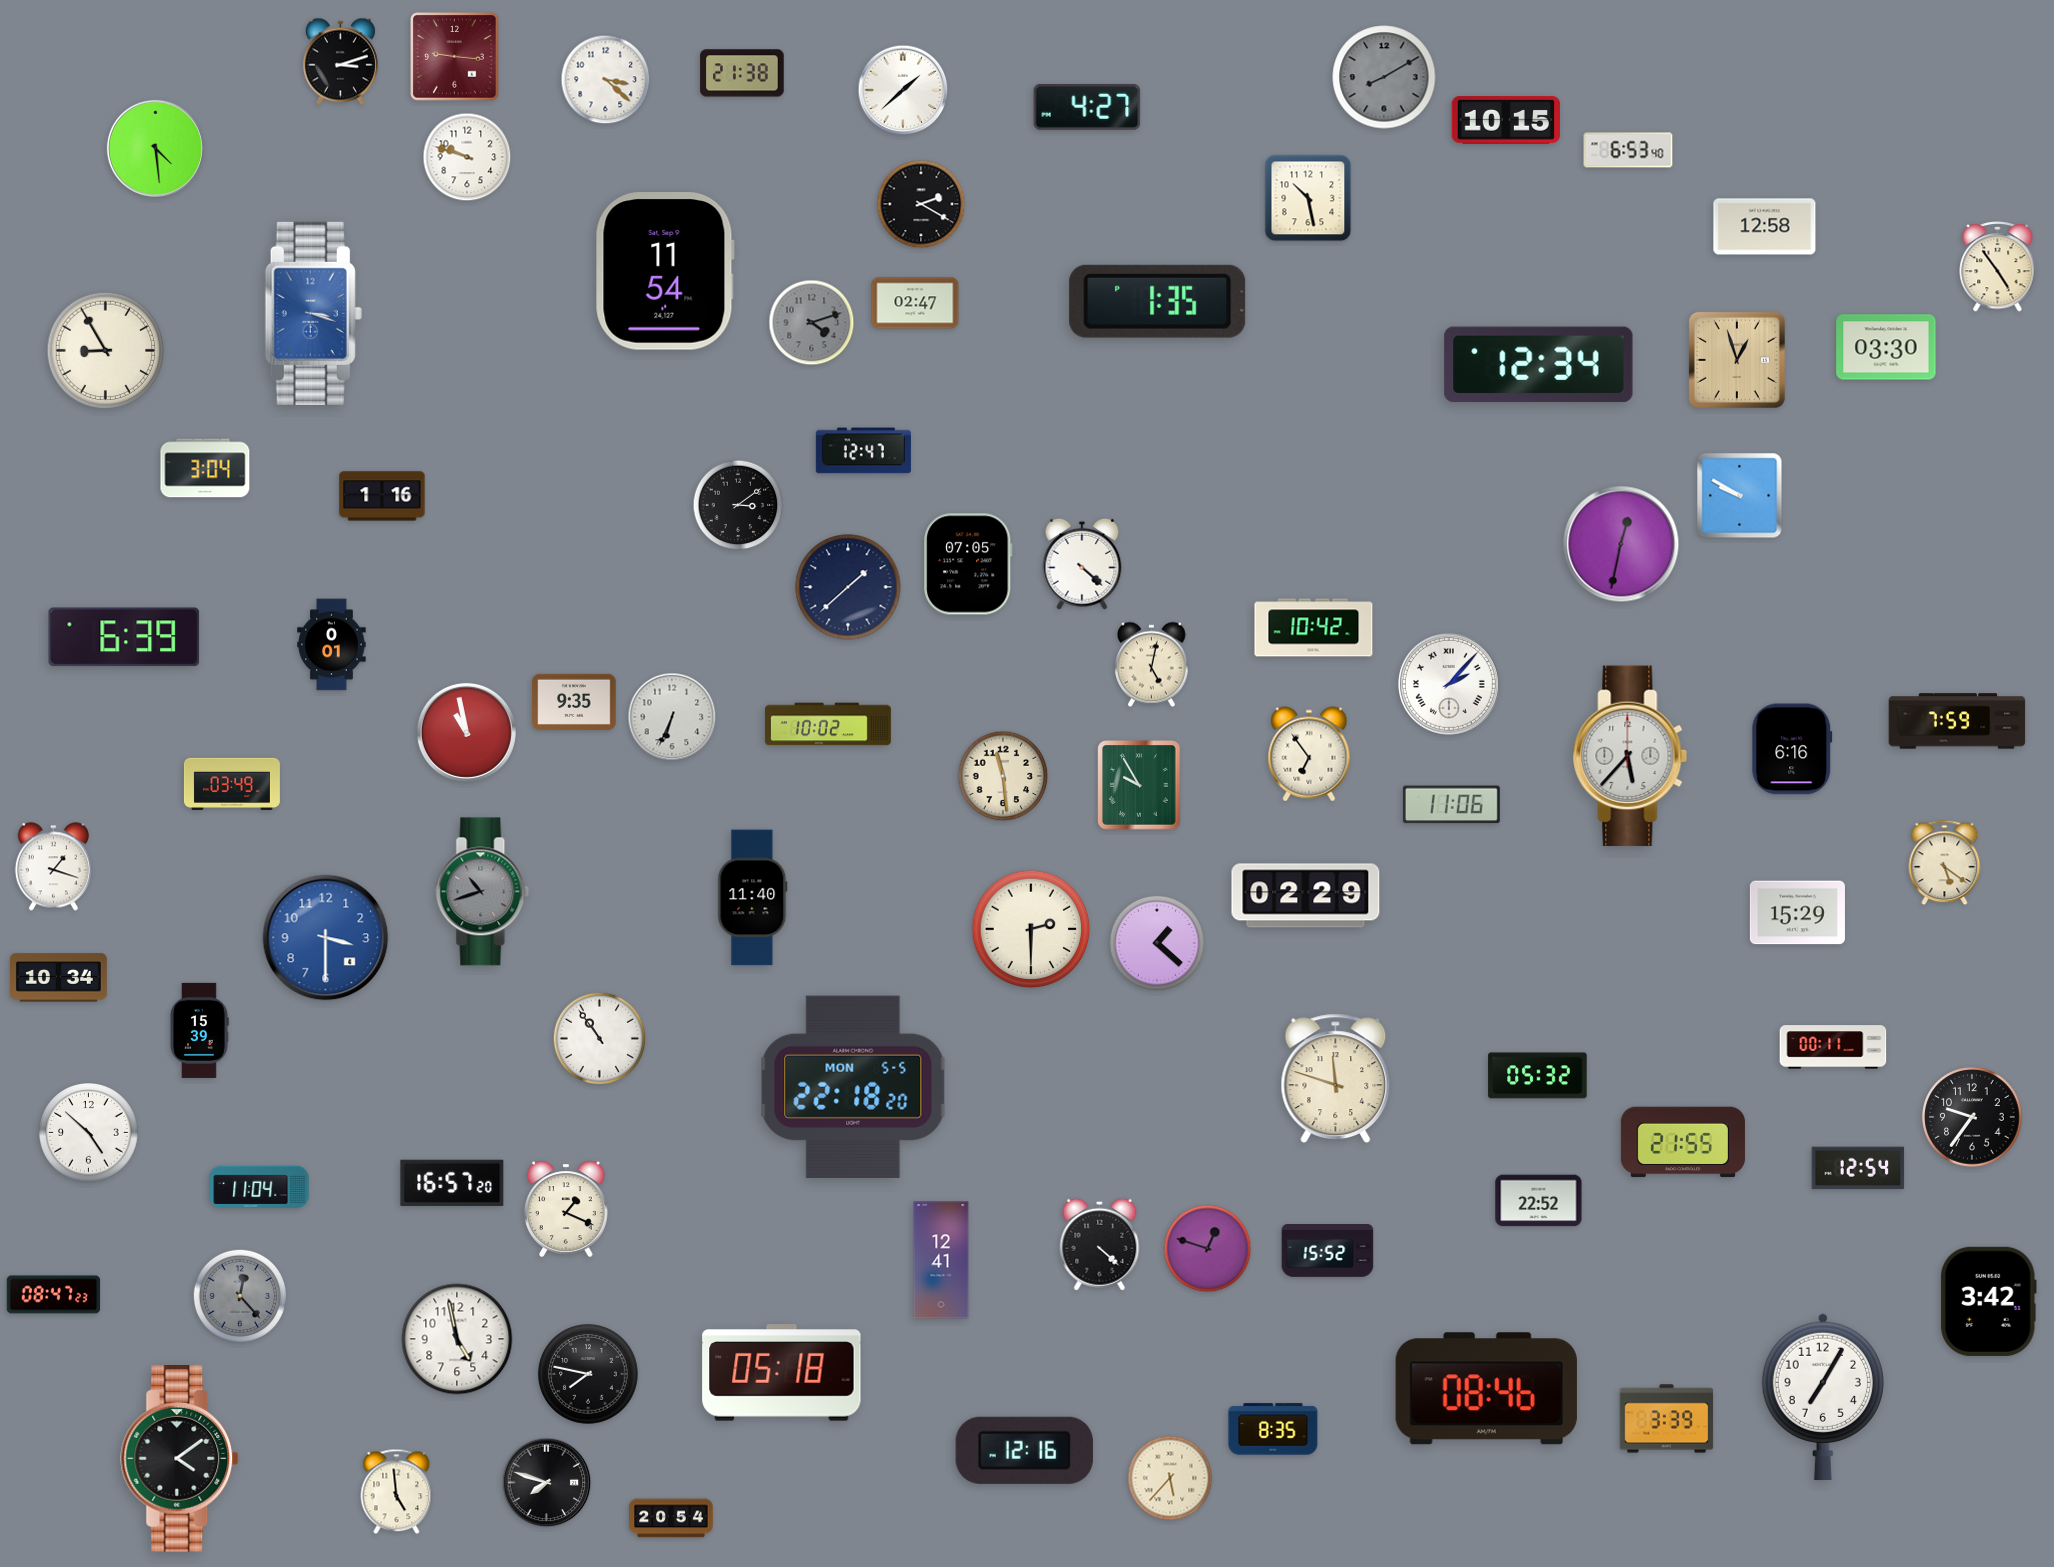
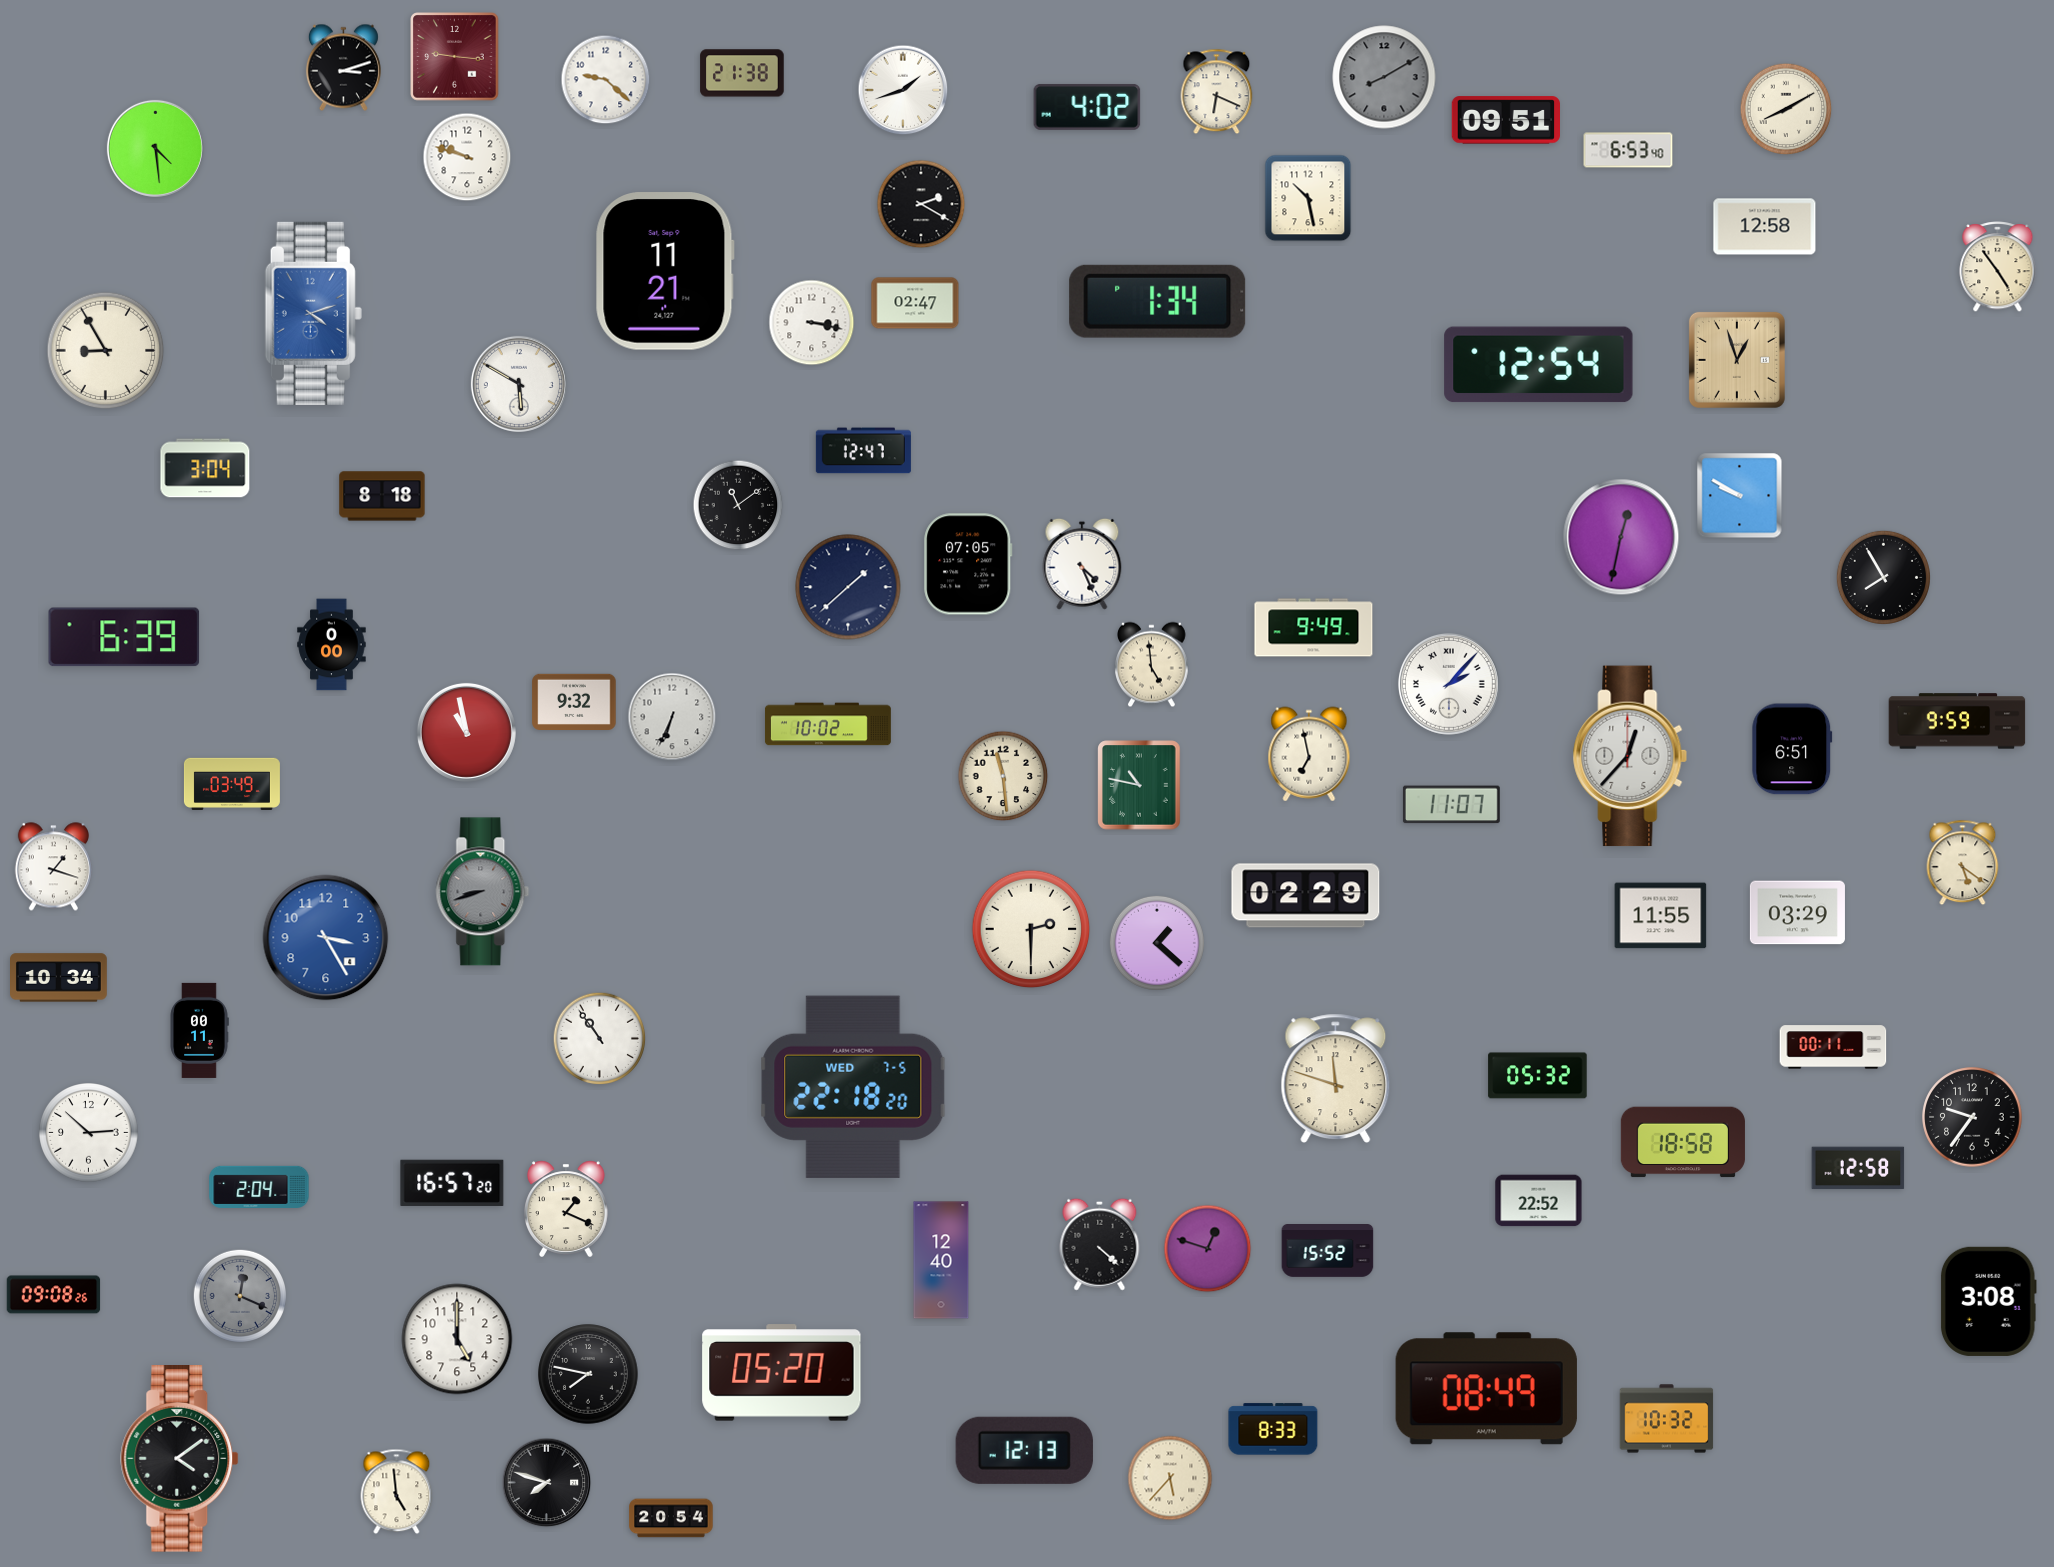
clock at (340, 62) position: (340, 62) -> (343, 68)
clock at (606, 80): 3:22 -> 9:22
clock at (903, 90): 1:38 -> 1:42
clock at (1217, 92): none -> 6:19
clock at (1087, 107): 4:27 -> 4:02
clock at (1786, 109): none -> 8:10
clock at (1505, 120): 10:15 -> 09:51
clock at (665, 271): 11:54 -> 11:21
clock at (1158, 301): 1:35 -> 1:34
clock at (313, 313): 3:18 -> 4:12
clock at (812, 323): 4:12 -> 3:17
clock at (812, 323) dial: grey -> white
clock at (1886, 347): 03:30 -> none
clock at (1539, 365): 12:34 -> 12:54
clock at (519, 384): none -> 5:50
clock at (382, 496): 1:16 -> 8:18
clock at (738, 505): 3:09 -> 11:09
clock at (1621, 544) position: (1621, 544) -> (1621, 537)
clock at (1082, 564): 4:22 -> 4:26
clock at (1883, 577): none -> 7:55
clock at (1314, 628): 10:42 -> 9:49
clock at (332, 645): 0:01 -> 0:00
clock at (1152, 665): 5:02 -> 4:59
clock at (574, 701): 9:35 -> 9:32
clock at (1957, 721): 7:59 -> 9:59
clock at (1792, 749): 6:16 -> 6:51
clock at (1309, 754): 6:54 -> 6:58
clock at (1630, 756): 5:37 -> 12:37
clock at (1139, 785): 9:55 -> 10:47
clock at (1451, 805): 11:06 -> 11:07
clock at (1945, 863) position: (1945, 863) -> (1963, 863)
clock at (483, 892): 10:42 -> 8:42
clock at (753, 898): 11:40 -> none
clock at (1797, 913): 15:29 -> 03:29
clock at (1661, 916): none -> 11:55
clock at (326, 938): 3:30 -> 3:25
clock at (199, 1030): 15:39 -> 00:11
clock at (853, 1087) date: MON 5-5 -> WED 7-5
clock at (89, 1133): 4:52 -> 2:52
clock at (1683, 1142): 21:55 -> 18:58
clock at (1858, 1168): 12:54 -> 12:58
clock at (259, 1187): 11:04 -> 2:04
clock at (941, 1260): 12:41 -> 12:40
clock at (54, 1295): 08:47 -> 09:08
clock at (239, 1295): 12:23 -> 12:19
clock at (1988, 1301): 3:42 -> 3:08
clock at (457, 1339): 4:58 -> 5:00
clock at (782, 1373): 05:18 -> 05:20
clock at (1486, 1389): 08:46 -> 08:49
clock at (1823, 1397): 7:05 -> none
clock at (1667, 1419): 3:39 -> 10:32
clock at (1273, 1429): 8:35 -> 8:33
clock at (1024, 1450): 12:16 -> 12:13
